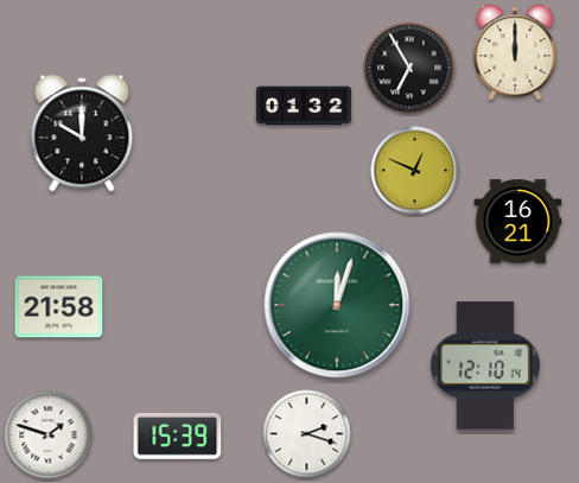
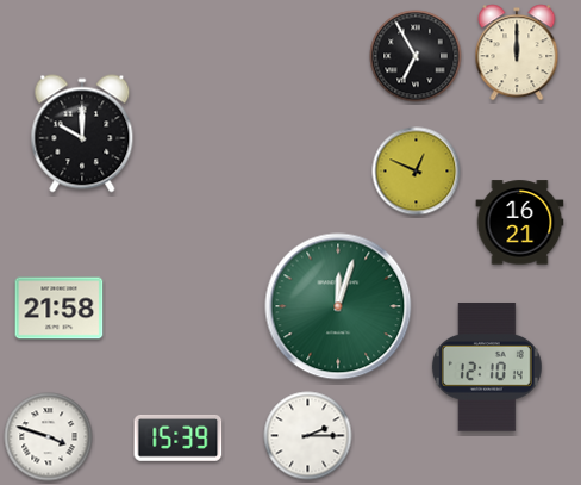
clock at (409, 68) position: (409, 68) -> (416, 56)
clock at (304, 106): 01:32 -> none
clock at (307, 434): 2:18 -> 2:15
clock at (49, 436): 1:48 -> 3:48
